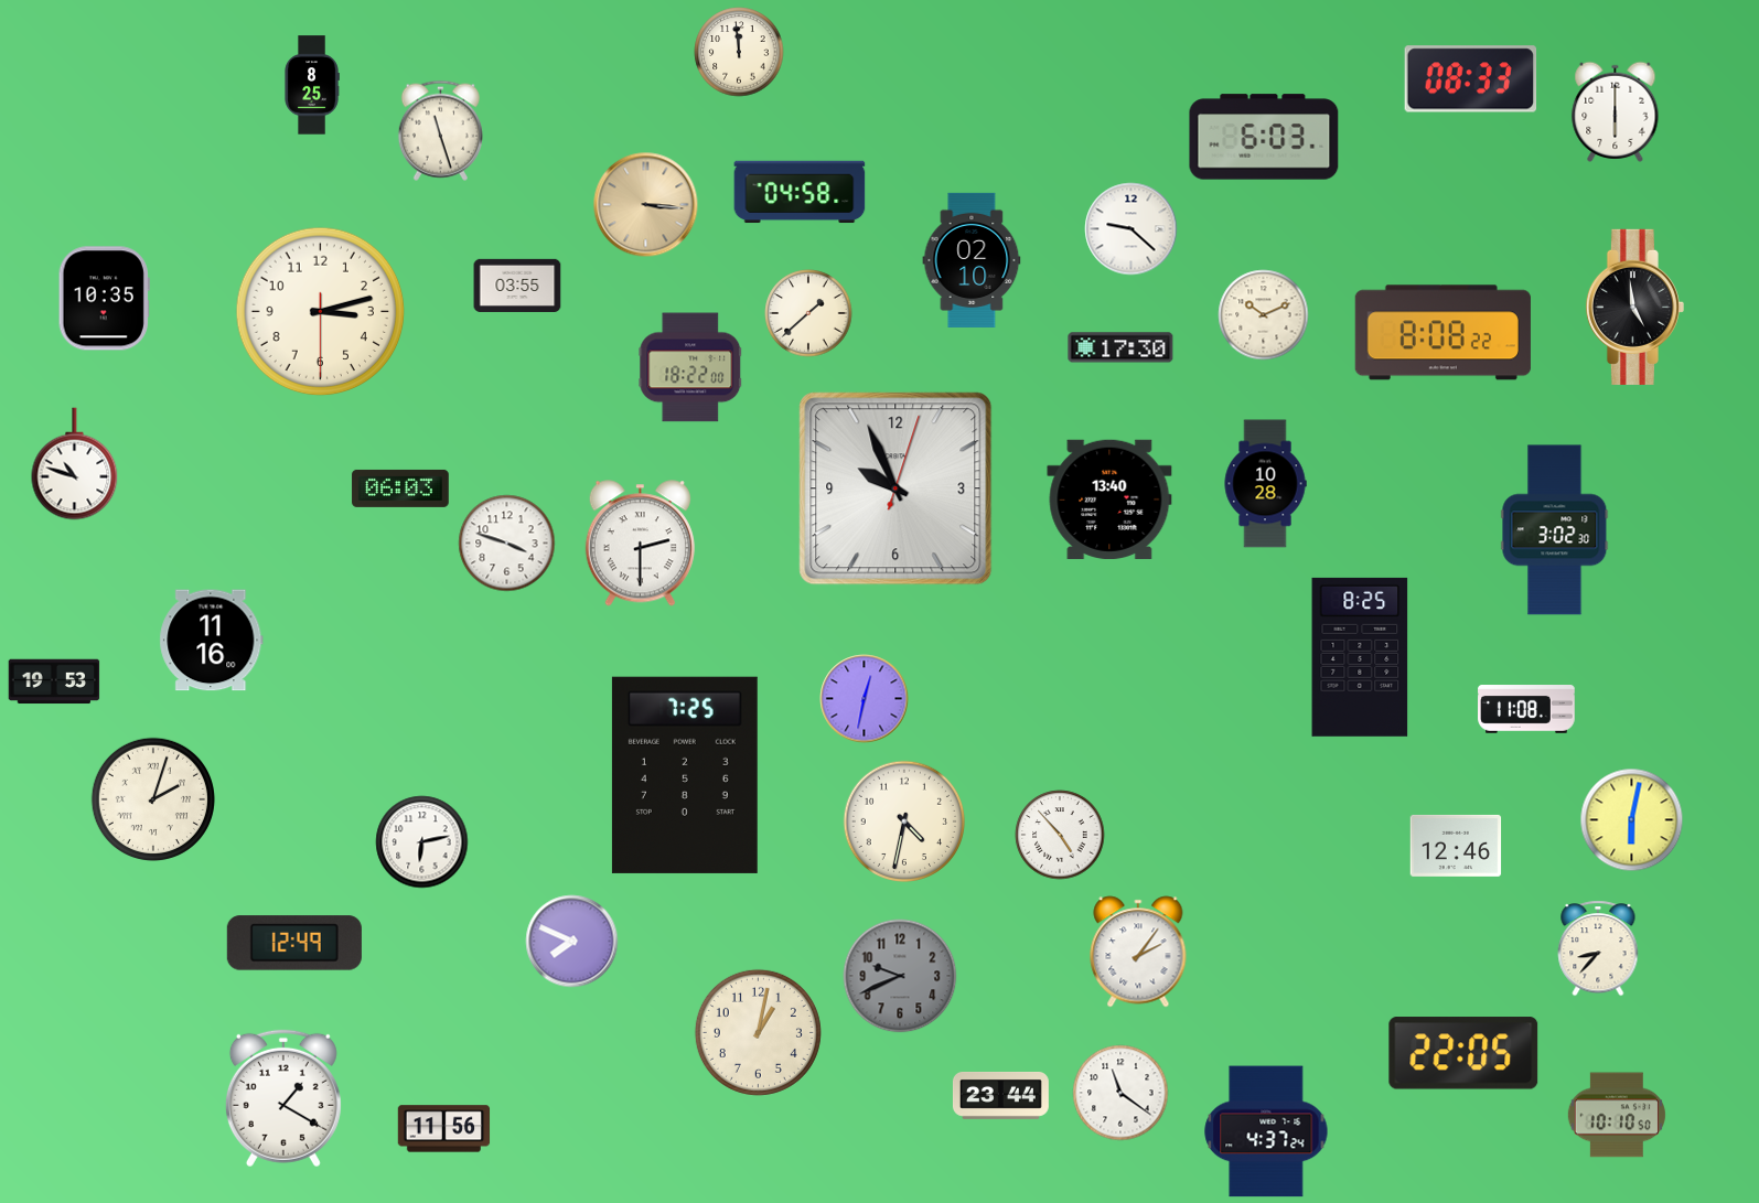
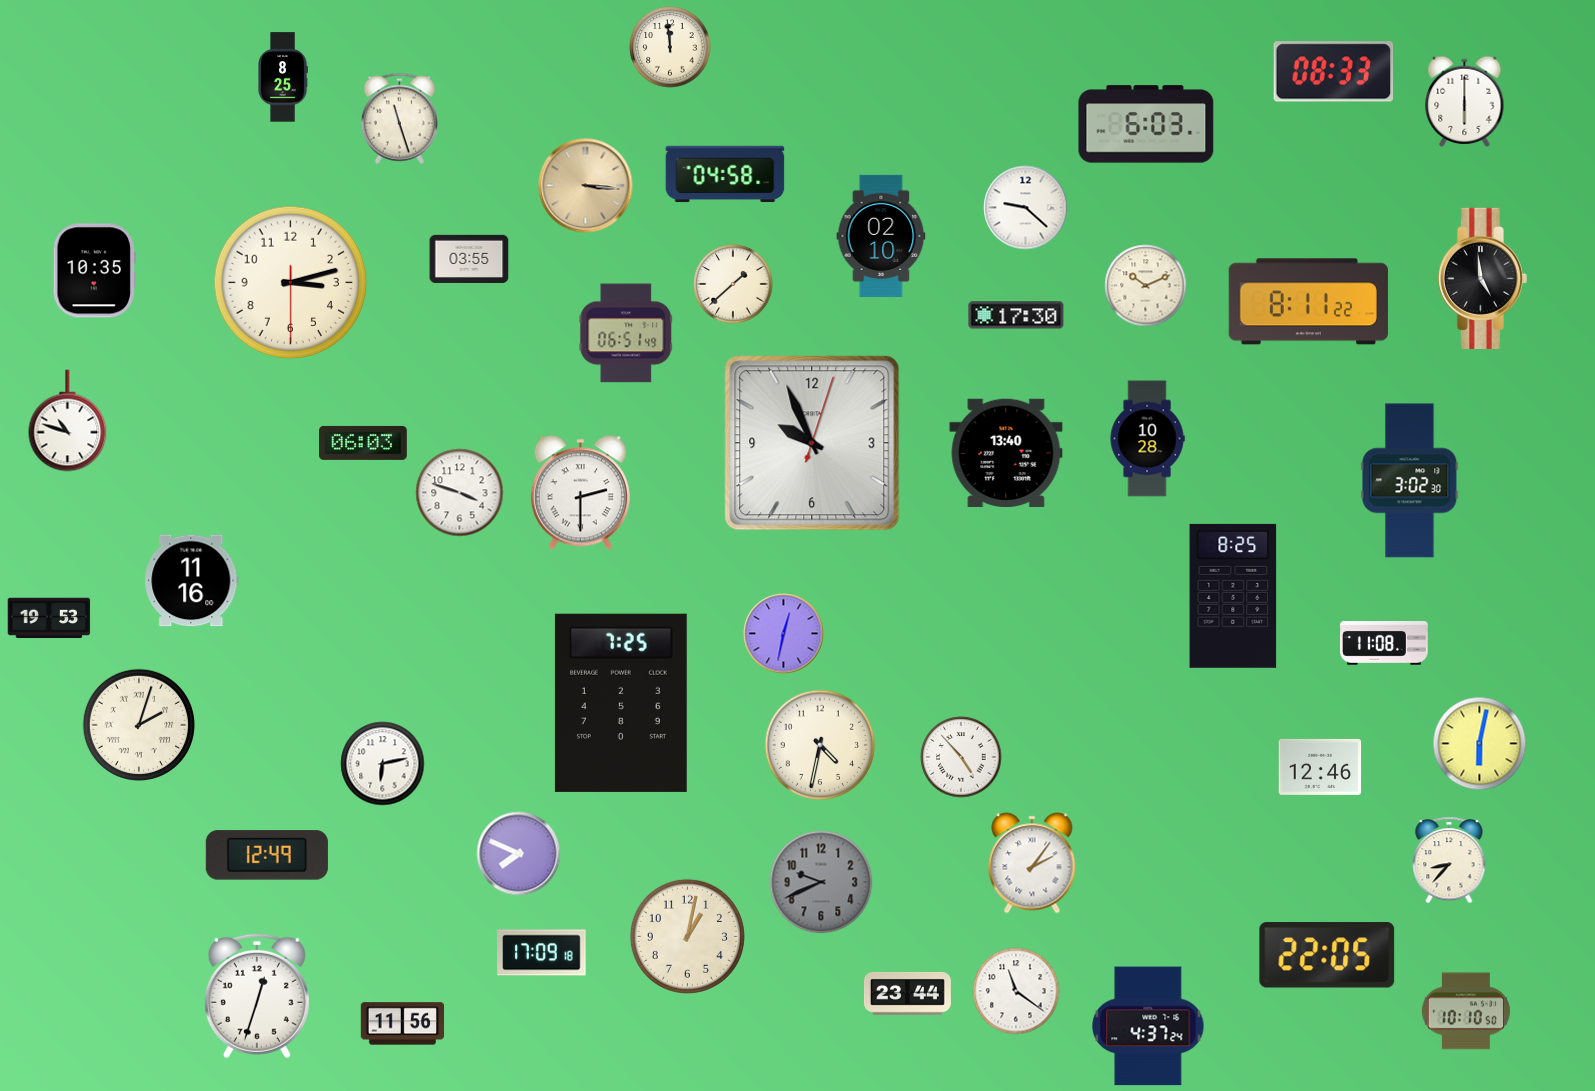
clock at (1442, 333): 8:08 -> 8:11
clock at (690, 367): 18:22 -> 06:51
clock at (900, 976) position: (900, 976) -> (821, 882)
clock at (542, 953): none -> 17:09
clock at (283, 1098): 1:20 -> 12:33
